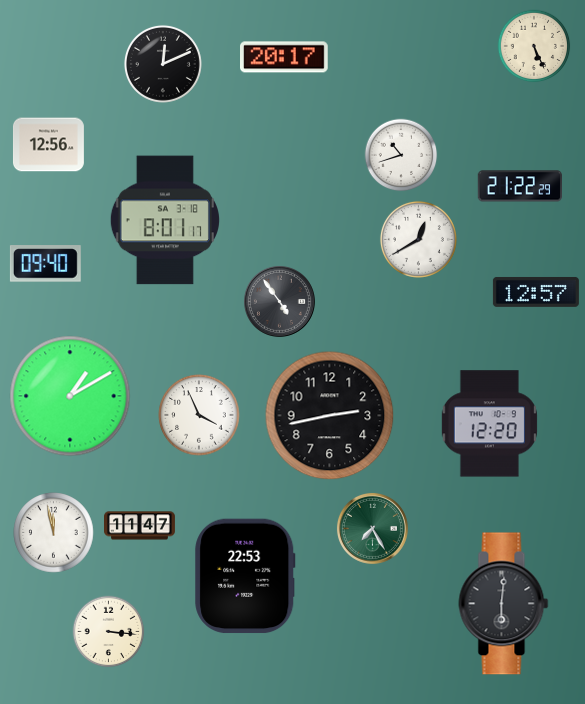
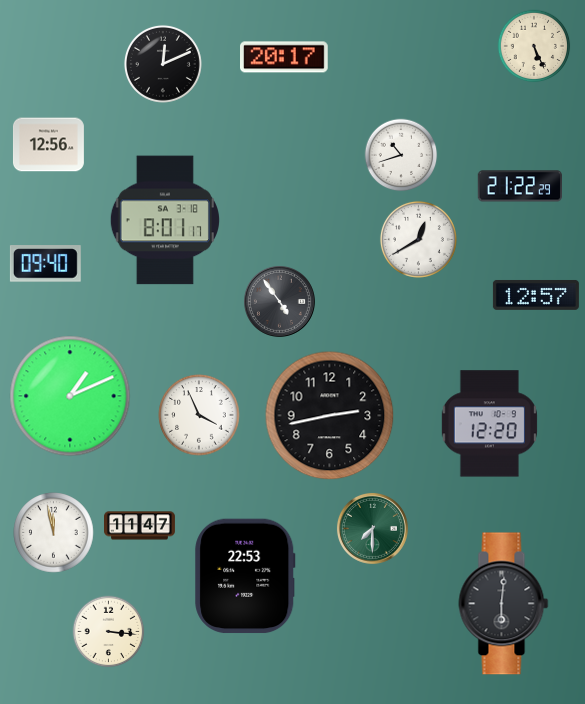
clock at (536, 292) position: (536, 292) -> (536, 295)
clock at (70, 396): 1:10 -> 1:11
clock at (372, 528): 7:25 -> 7:30
